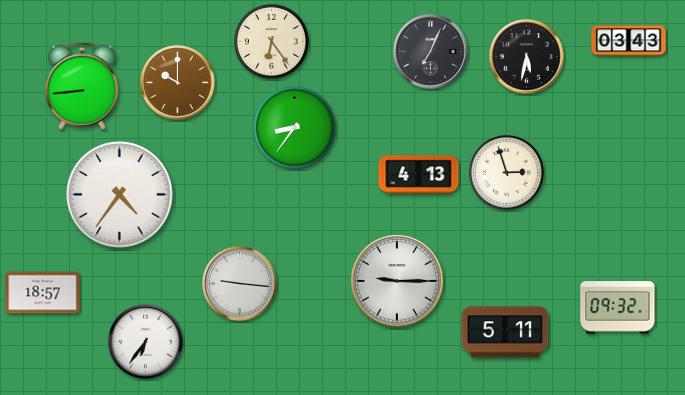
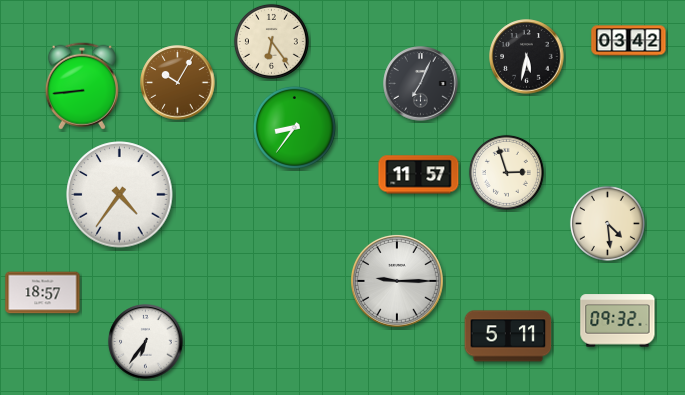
clock at (629, 41): 03:43 -> 03:42
clock at (431, 52) position: (431, 52) -> (421, 84)
clock at (178, 83): 10:00 -> 10:05
clock at (419, 175): 4:13 -> 11:57
clock at (607, 223): none -> 4:29
clock at (240, 284): 9:16 -> none
clock at (618, 308) position: (618, 308) -> (618, 321)
clock at (505, 332) position: (505, 332) -> (508, 336)
